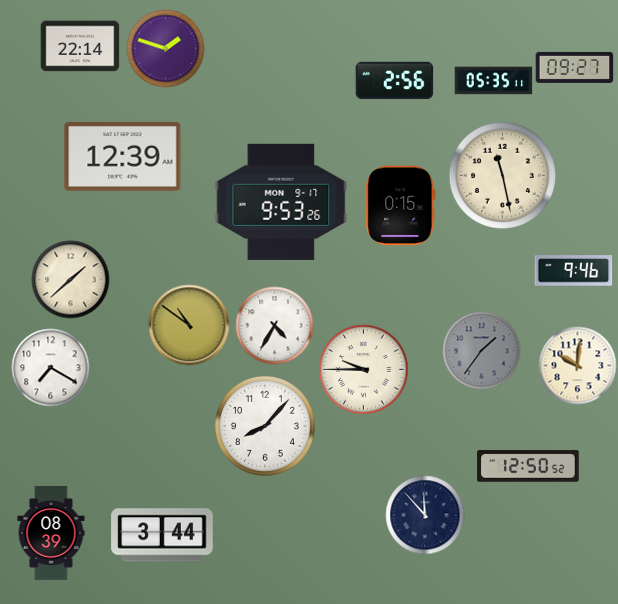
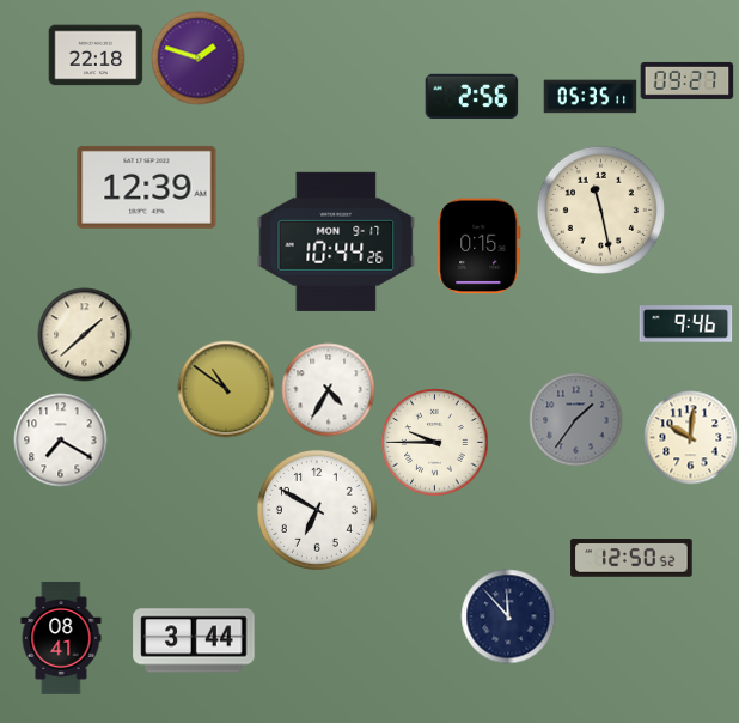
clock at (80, 46): 22:14 -> 22:18
clock at (281, 202): 9:53 -> 10:44
clock at (265, 426): 8:07 -> 6:50
clock at (51, 533): 08:39 -> 08:41
